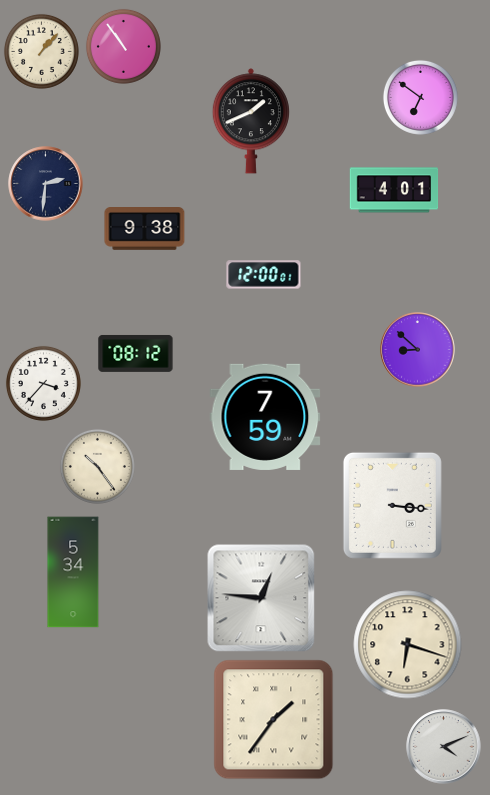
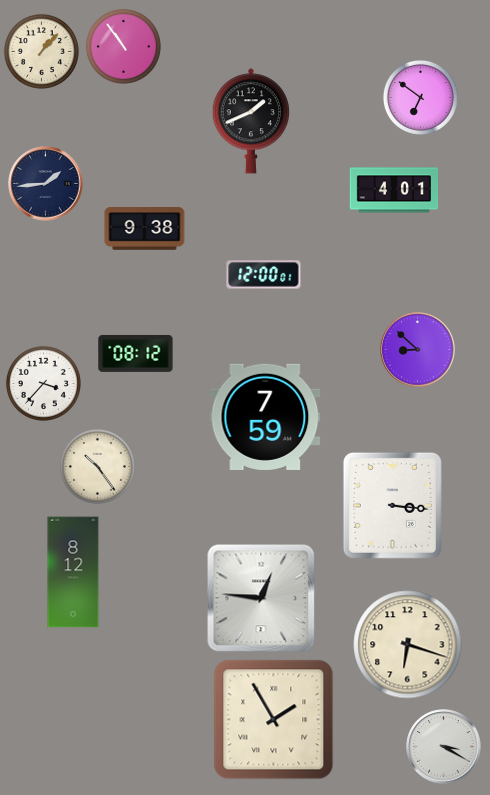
clock at (46, 184): 2:31 -> 1:44
clock at (73, 572): 5:34 -> 8:12
clock at (274, 720): 1:36 -> 1:55
clock at (444, 747): 4:11 -> 3:20
